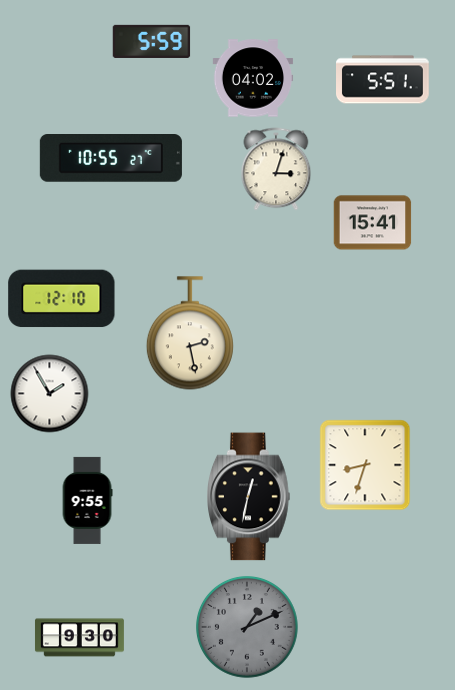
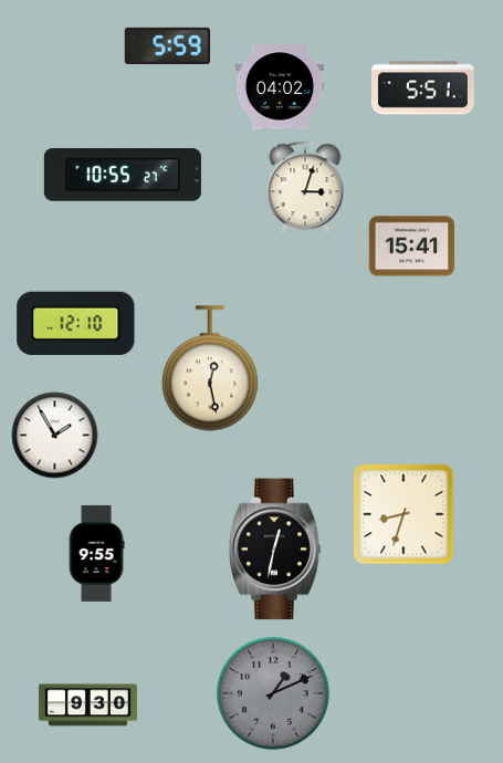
clock at (62, 299) position: (62, 299) -> (76, 324)
clock at (190, 333): 2:28 -> 12:28
